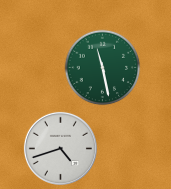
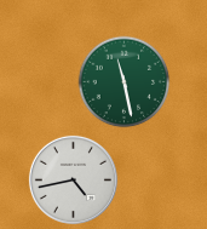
clock at (60, 148): 4:42 -> 4:43
